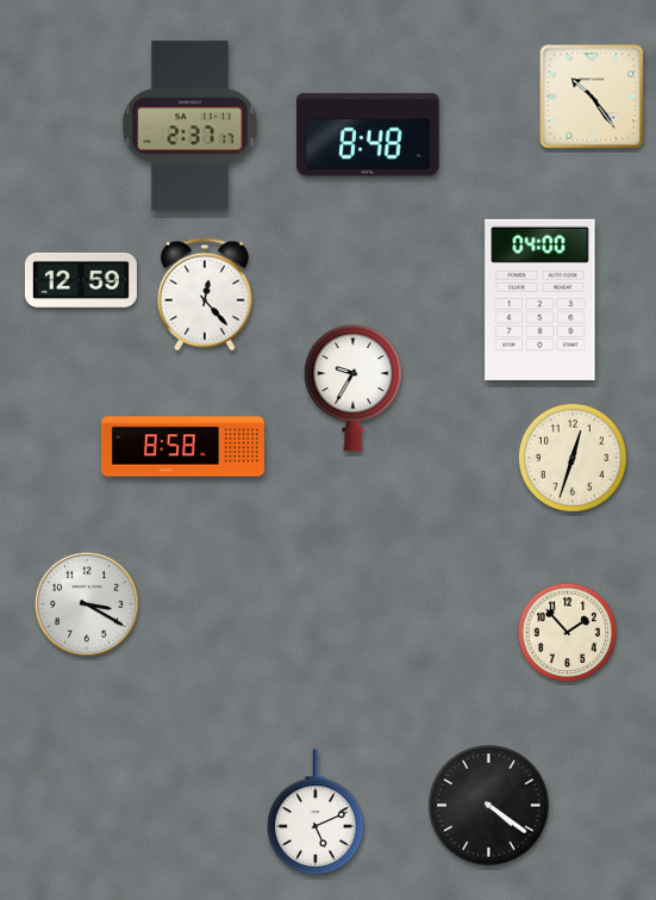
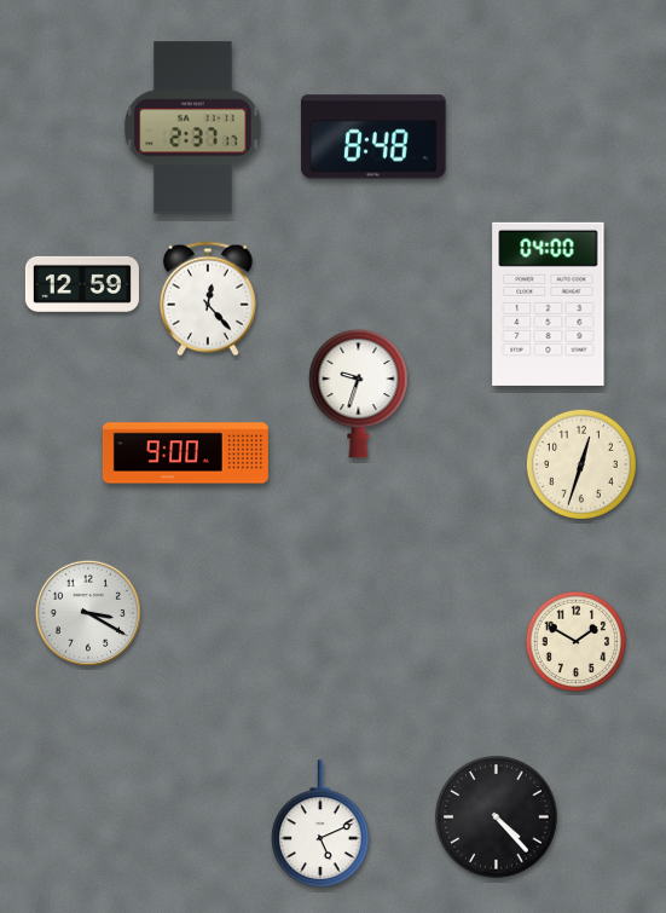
clock at (592, 97): 10:24 -> none
clock at (354, 387): 9:35 -> 9:33
clock at (182, 447): 8:58 -> 9:00
clock at (568, 633): 1:53 -> 1:50
clock at (489, 806): 4:21 -> 4:23
